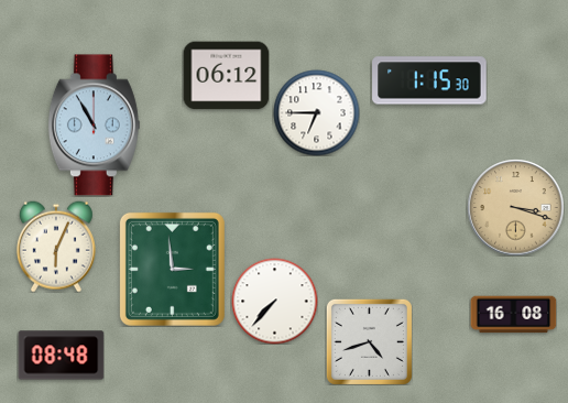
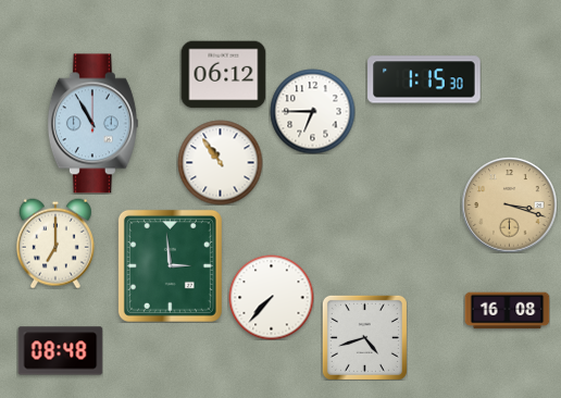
clock at (220, 162): none -> 10:54
clock at (56, 247): 6:04 -> 7:00
